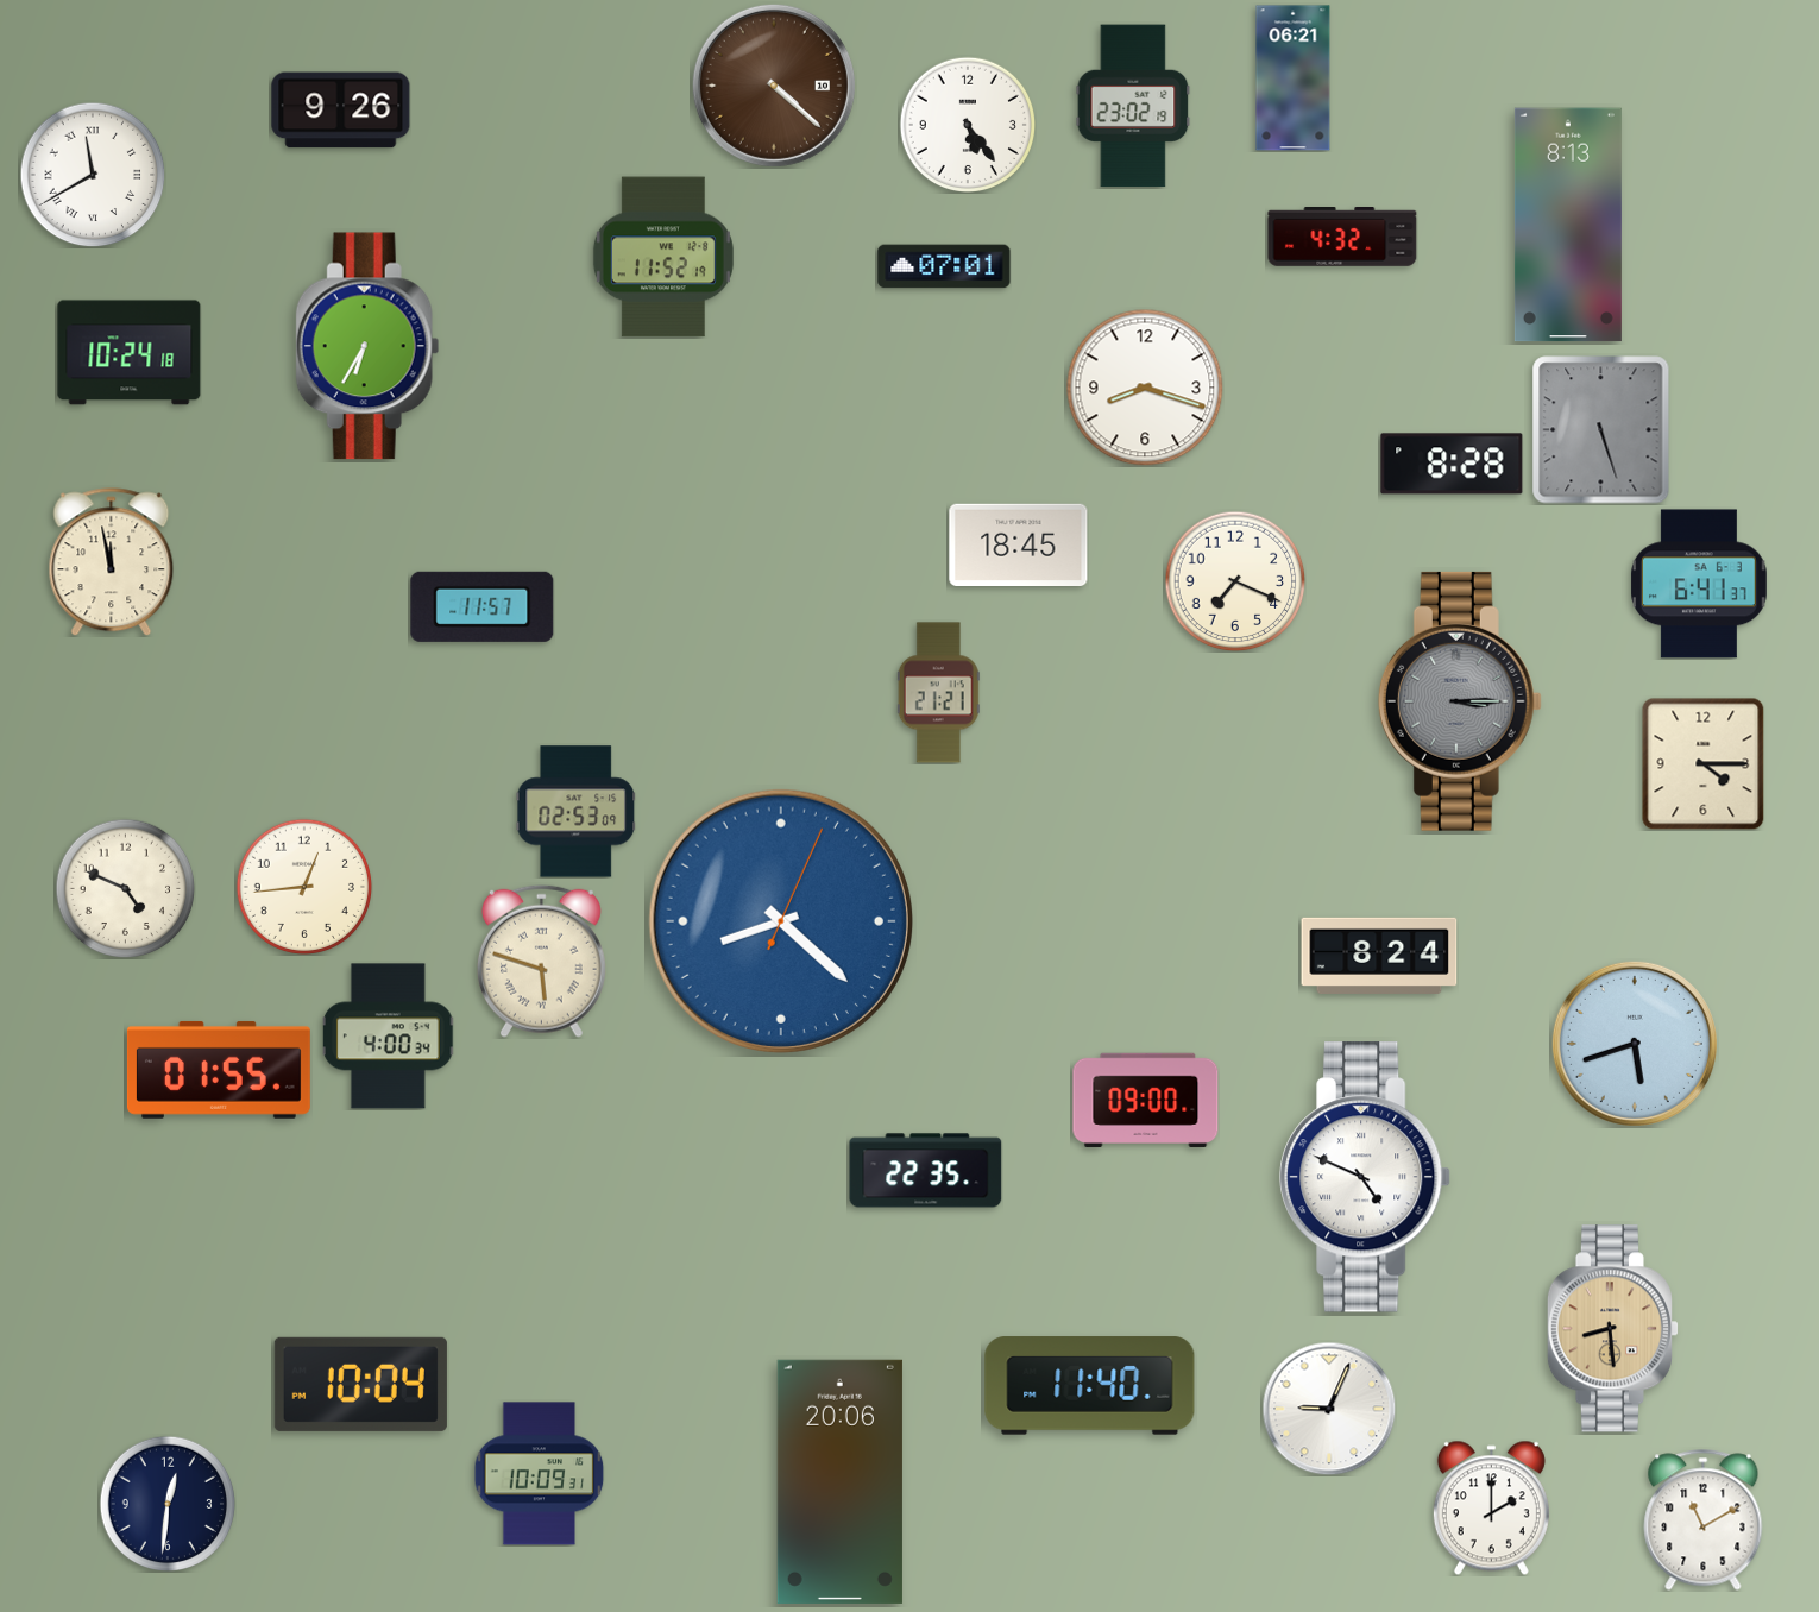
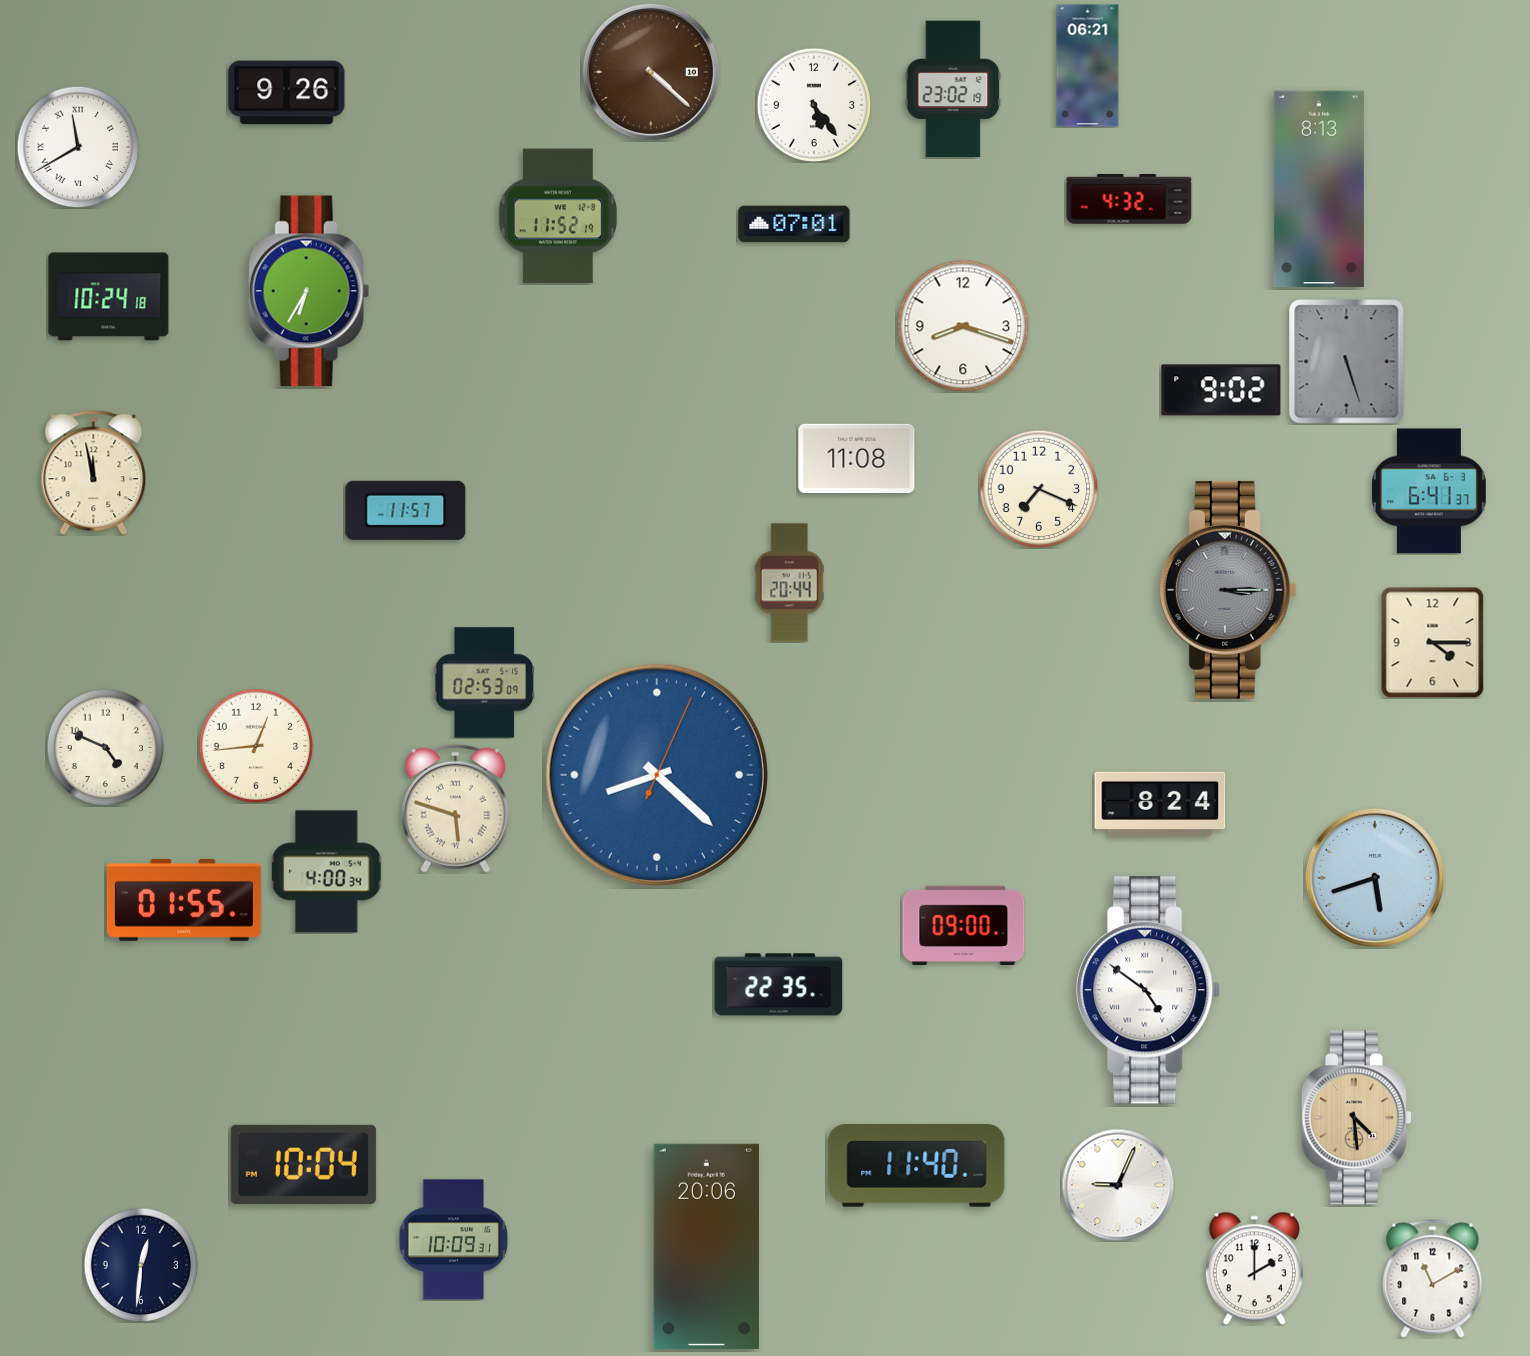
clock at (1452, 464): 8:28 -> 9:02
clock at (1019, 544): 18:45 -> 11:08
clock at (938, 693): 21:21 -> 20:44
clock at (1365, 1177): 4:49 -> 4:51
clock at (1612, 1329): 8:29 -> 4:29
